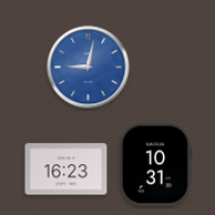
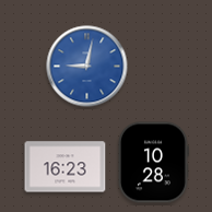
clock at (156, 165): 10:31 -> 10:28
